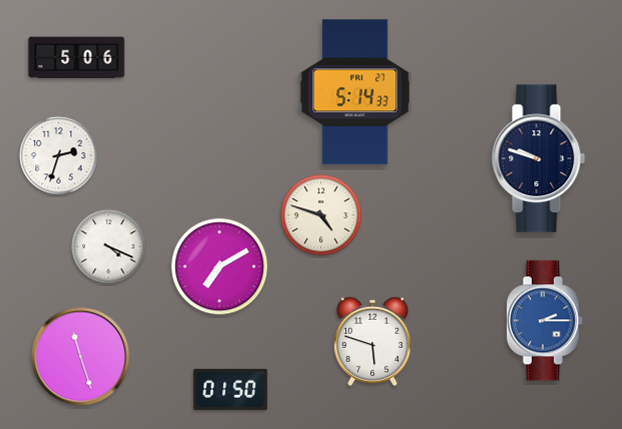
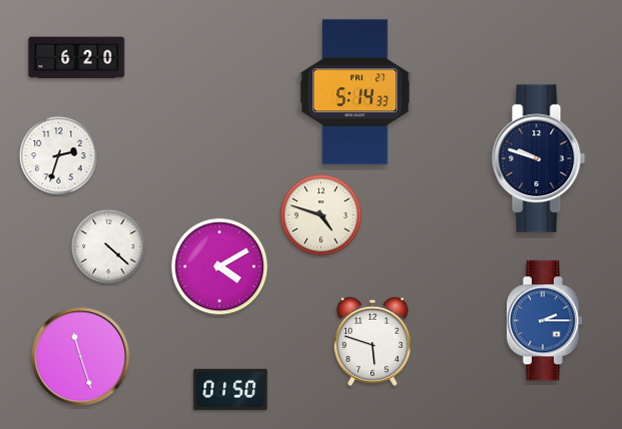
clock at (77, 58): 5:06 -> 6:20
clock at (109, 247): 4:19 -> 4:22
clock at (220, 267): 7:10 -> 4:10
